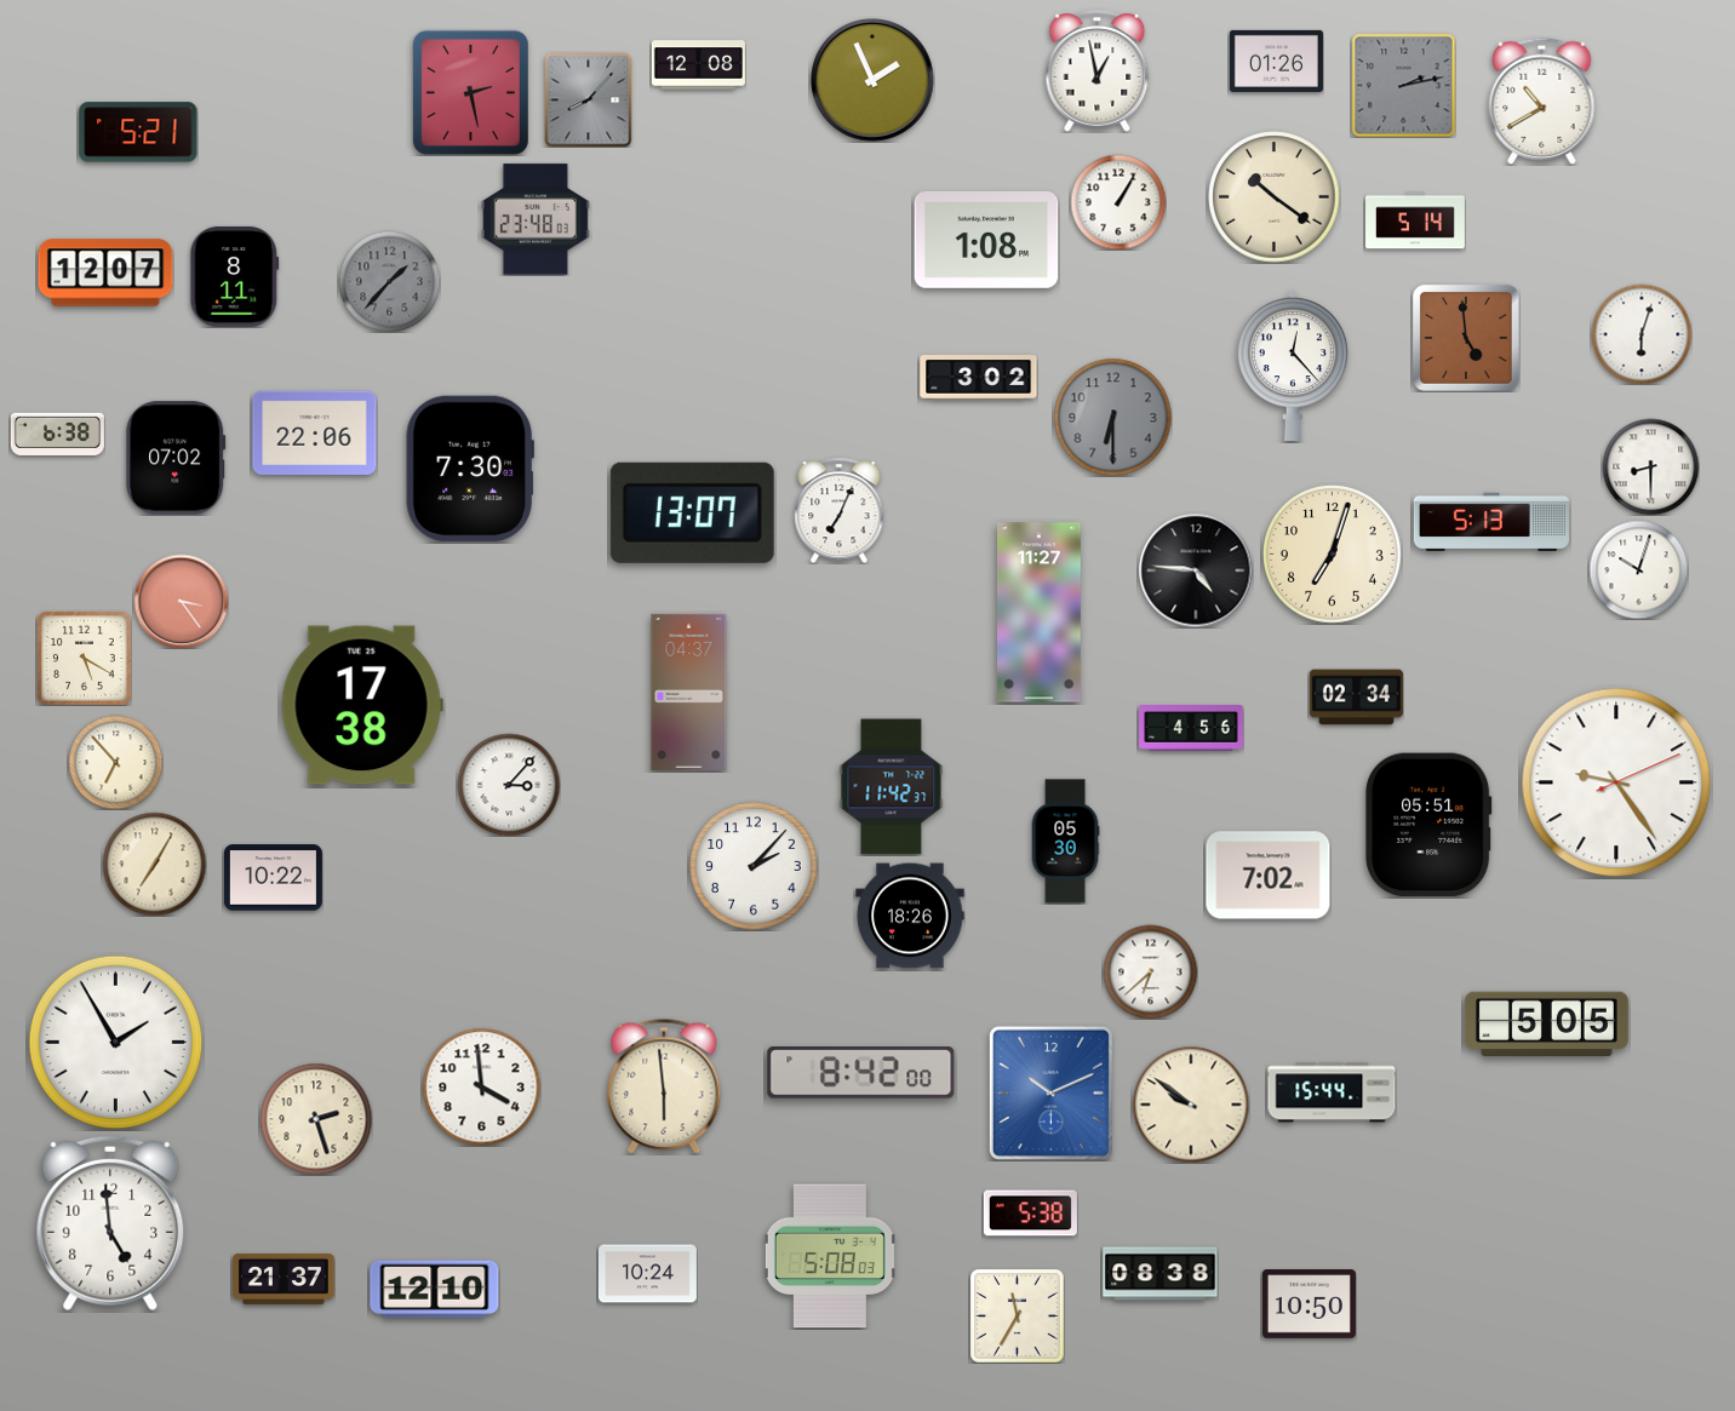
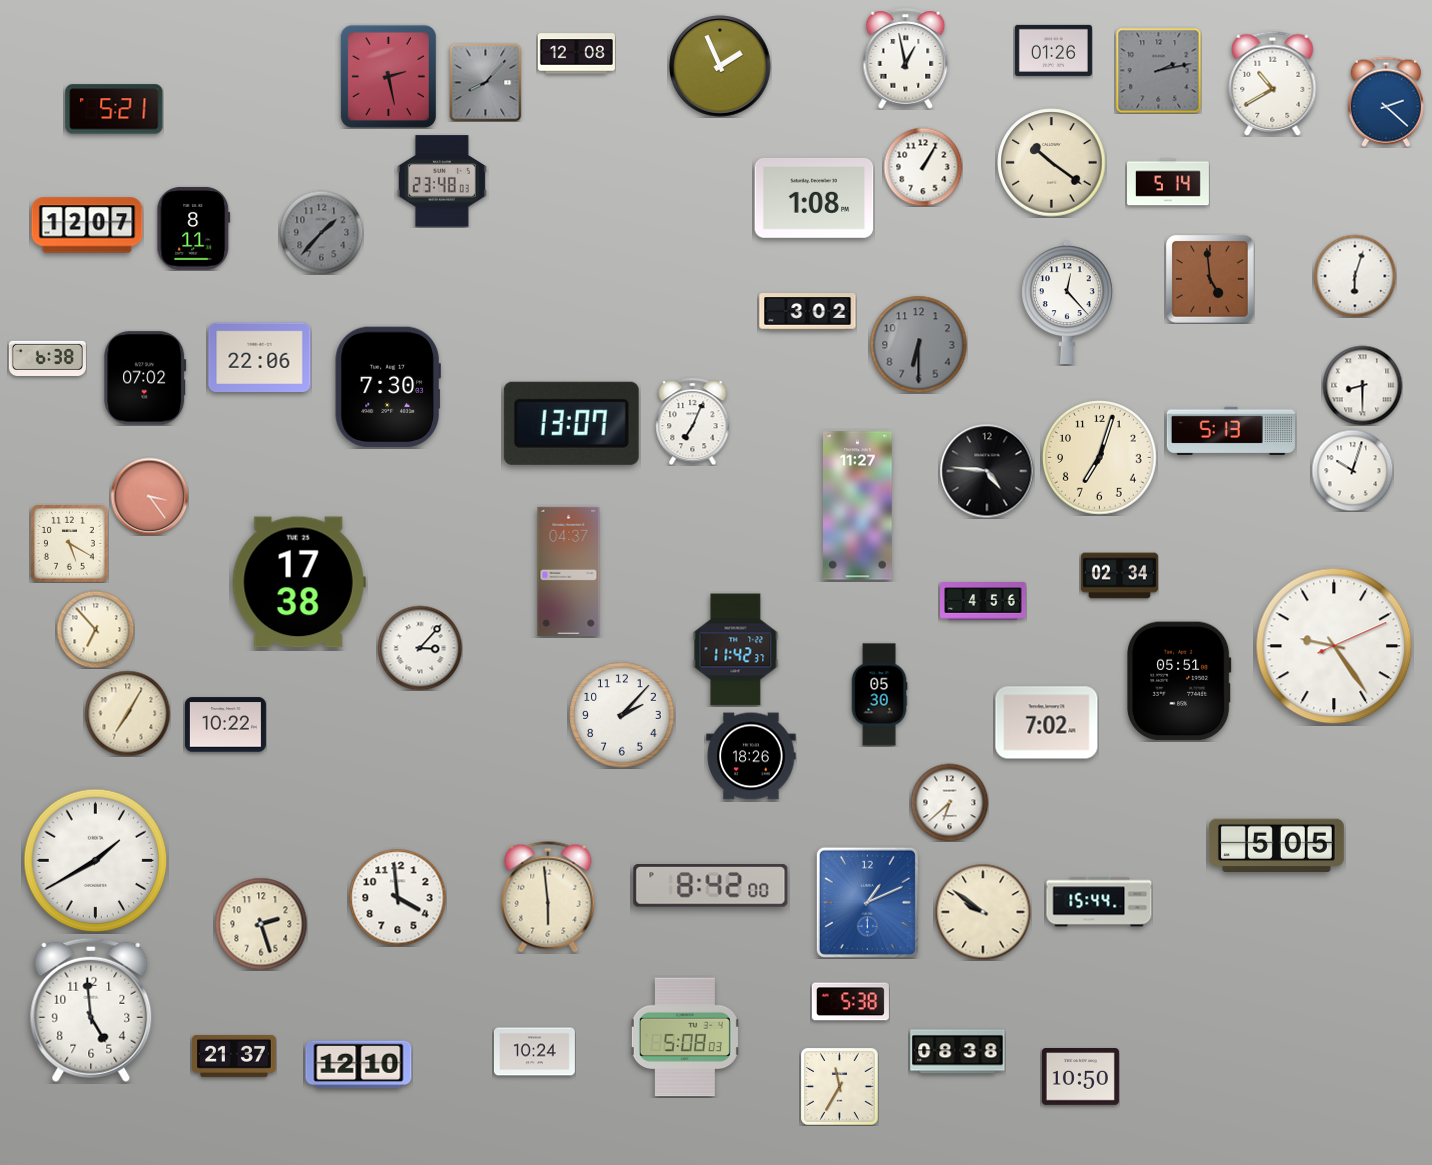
clock at (1386, 102): none -> 2:22
clock at (116, 1043): 1:55 -> 1:40
clock at (1050, 1092): 10:11 -> 1:11
